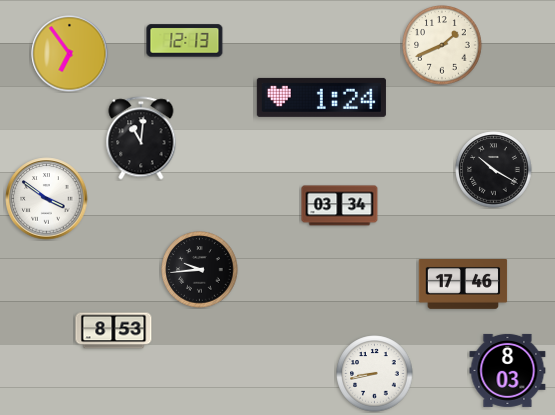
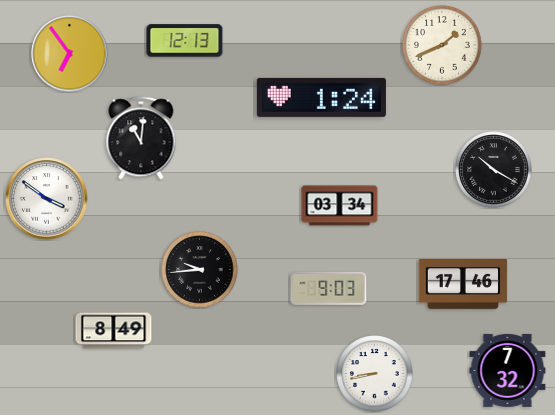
clock at (329, 288): none -> 9:03
clock at (114, 331): 8:53 -> 8:49
clock at (508, 370): 8:03 -> 7:32
